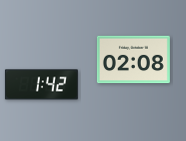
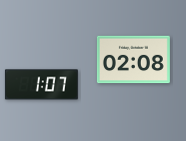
clock at (41, 85): 1:42 -> 1:07
